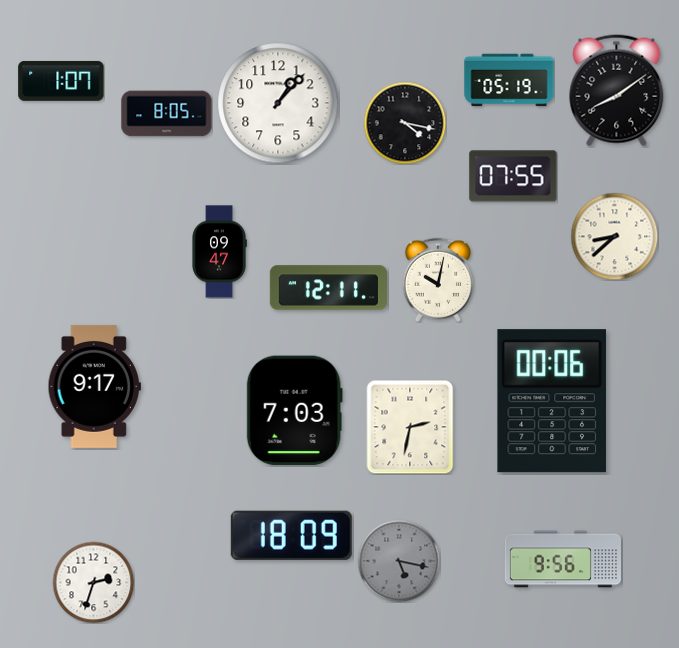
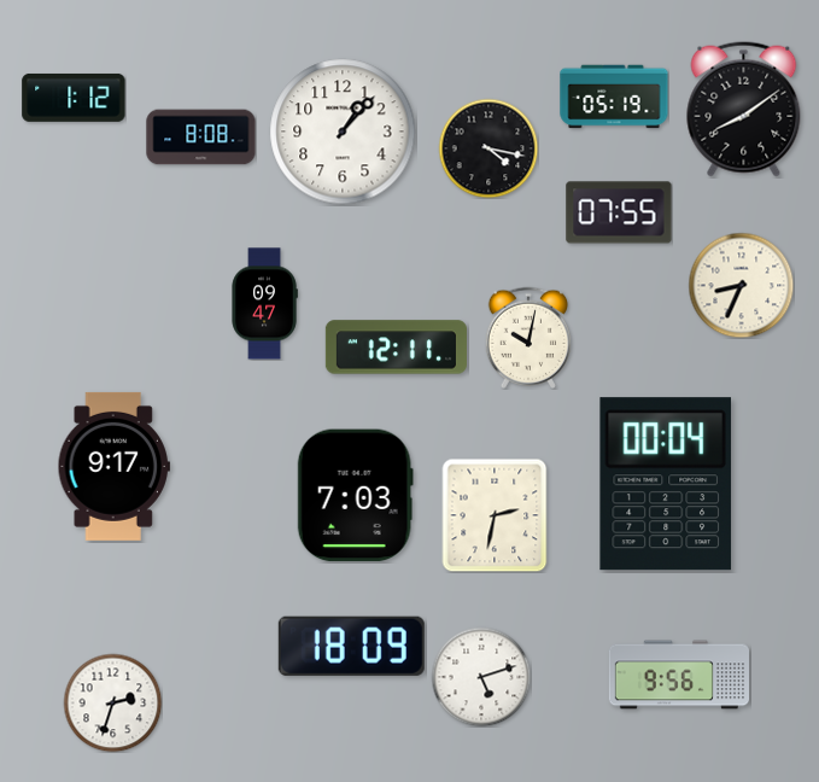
clock at (61, 81): 1:07 -> 1:12
clock at (278, 103) position: (278, 103) -> (343, 132)
clock at (167, 114): 8:05 -> 8:08
clock at (614, 236): 8:38 -> 8:34
clock at (552, 401): 00:06 -> 00:04
clock at (399, 561): 5:17 -> 5:12
clock at (399, 561) dial: grey -> white
